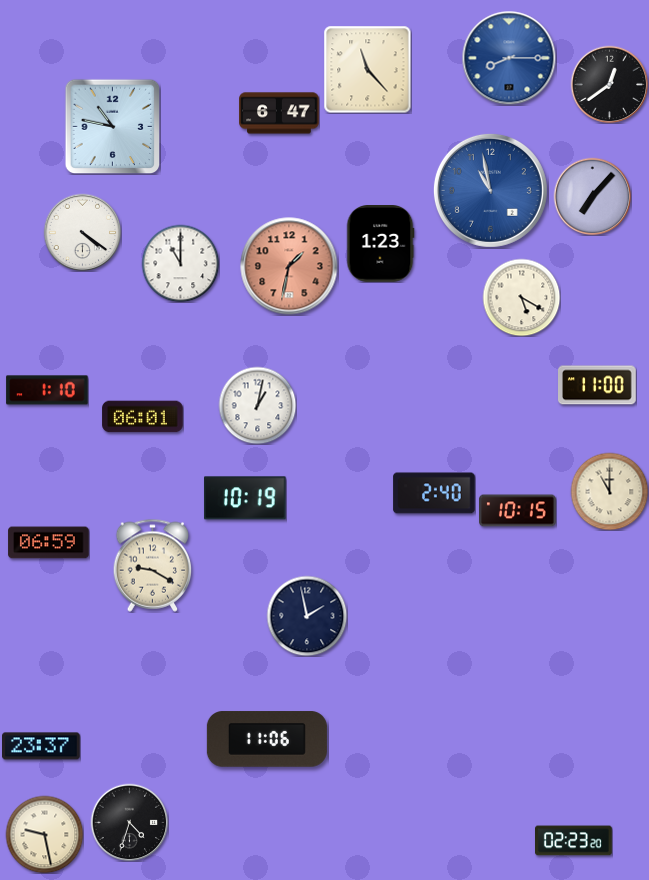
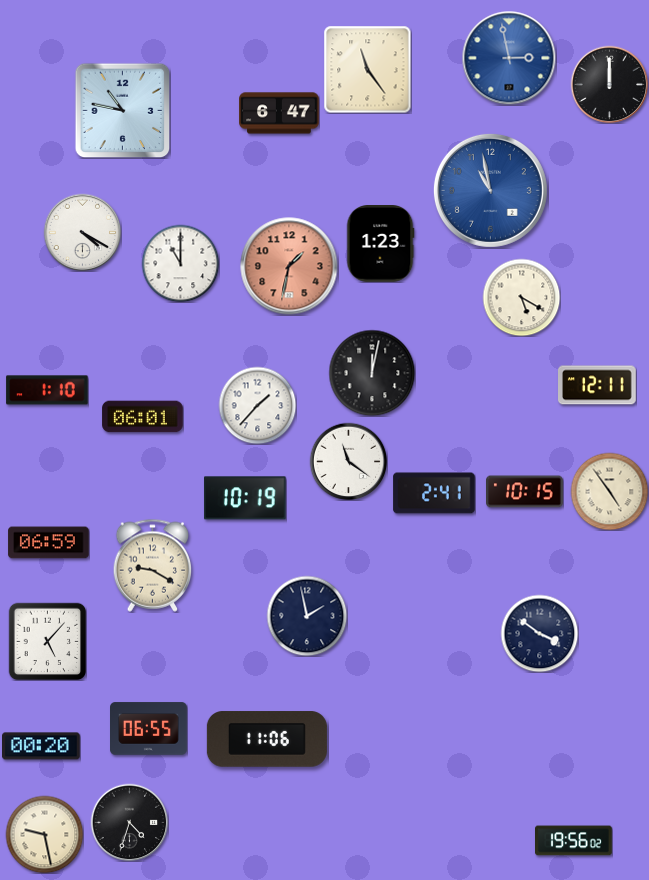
clock at (509, 58): 8:15 -> 2:58
clock at (367, 69): 11:23 -> 11:24
clock at (609, 84): 12:39 -> 12:00
clock at (112, 126) position: (112, 126) -> (122, 110)
clock at (592, 196): 7:07 -> none
clock at (82, 232): 4:21 -> 4:20
clock at (372, 373): none -> 12:02
clock at (598, 385): 11:00 -> 12:11
clock at (257, 405): 1:02 -> 1:37
clock at (348, 461): none -> 11:21
clock at (609, 491): 11:00 -> 4:54
clock at (434, 493): 2:40 -> 2:41
clock at (518, 511) position: (518, 511) -> (525, 492)
clock at (539, 633): none -> 3:51
clock at (47, 641): none -> 5:07
clock at (149, 729): none -> 06:55
clock at (42, 746): 23:37 -> 00:20
clock at (574, 841): 02:23 -> 19:56
